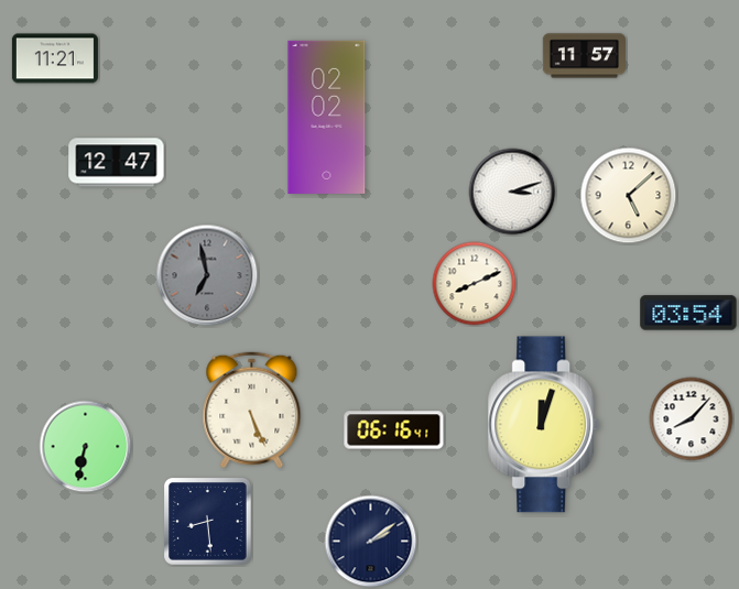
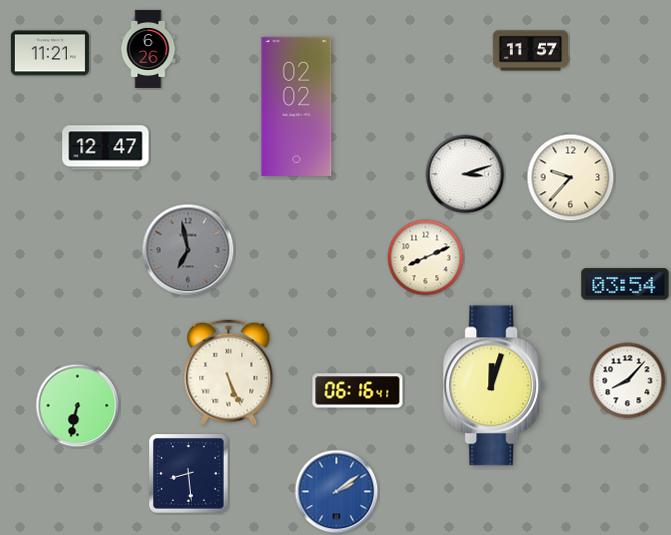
clock at (148, 49): none -> 6:26
clock at (629, 196): 5:08 -> 9:37
clock at (475, 284) position: (475, 284) -> (426, 258)
clock at (371, 542) dial: navy -> blue
